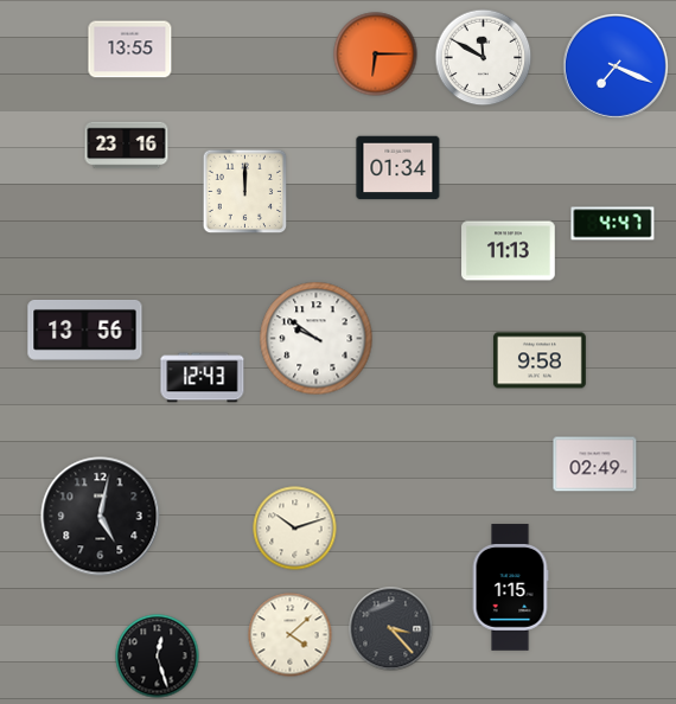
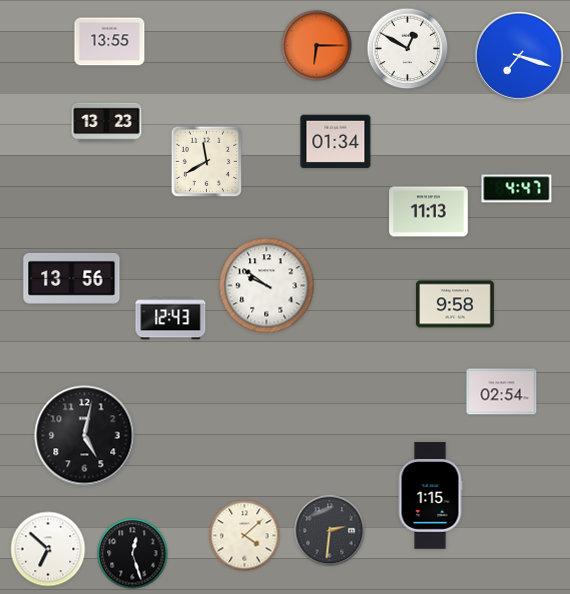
clock at (484, 58): 11:50 -> 12:50
clock at (616, 66): 7:19 -> 7:18
clock at (127, 146): 23:16 -> 13:23
clock at (245, 192): 12:00 -> 11:40
clock at (595, 465): 02:49 -> 02:54
clock at (295, 529): 10:12 -> none
clock at (391, 629): 3:23 -> 2:31
clock at (48, 549): none -> 6:52
